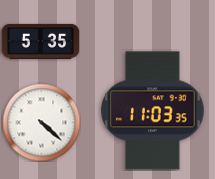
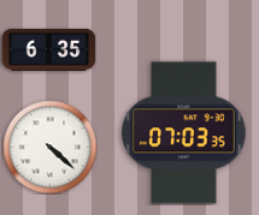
clock at (40, 41): 5:35 -> 6:35
clock at (153, 111): 11:03 -> 07:03
